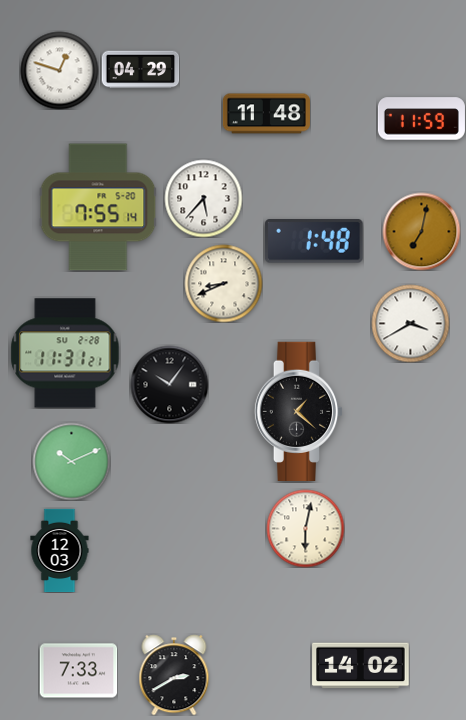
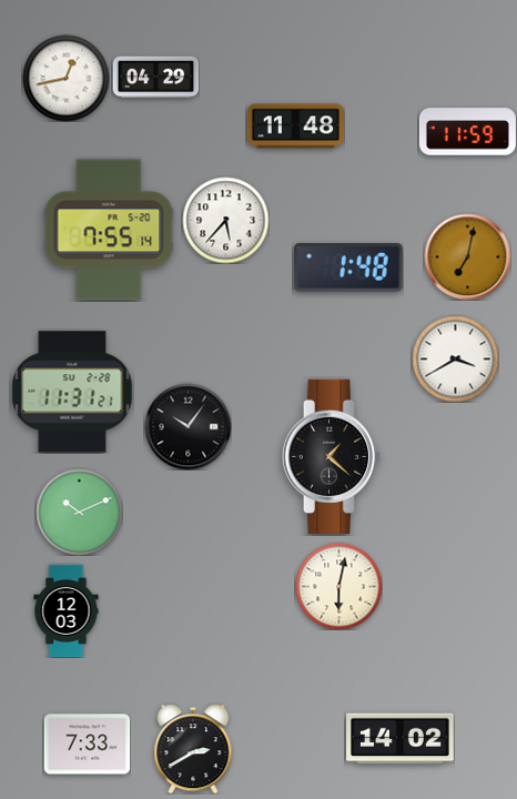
clock at (59, 70): 12:48 -> 12:43
clock at (223, 283): 8:41 -> none
